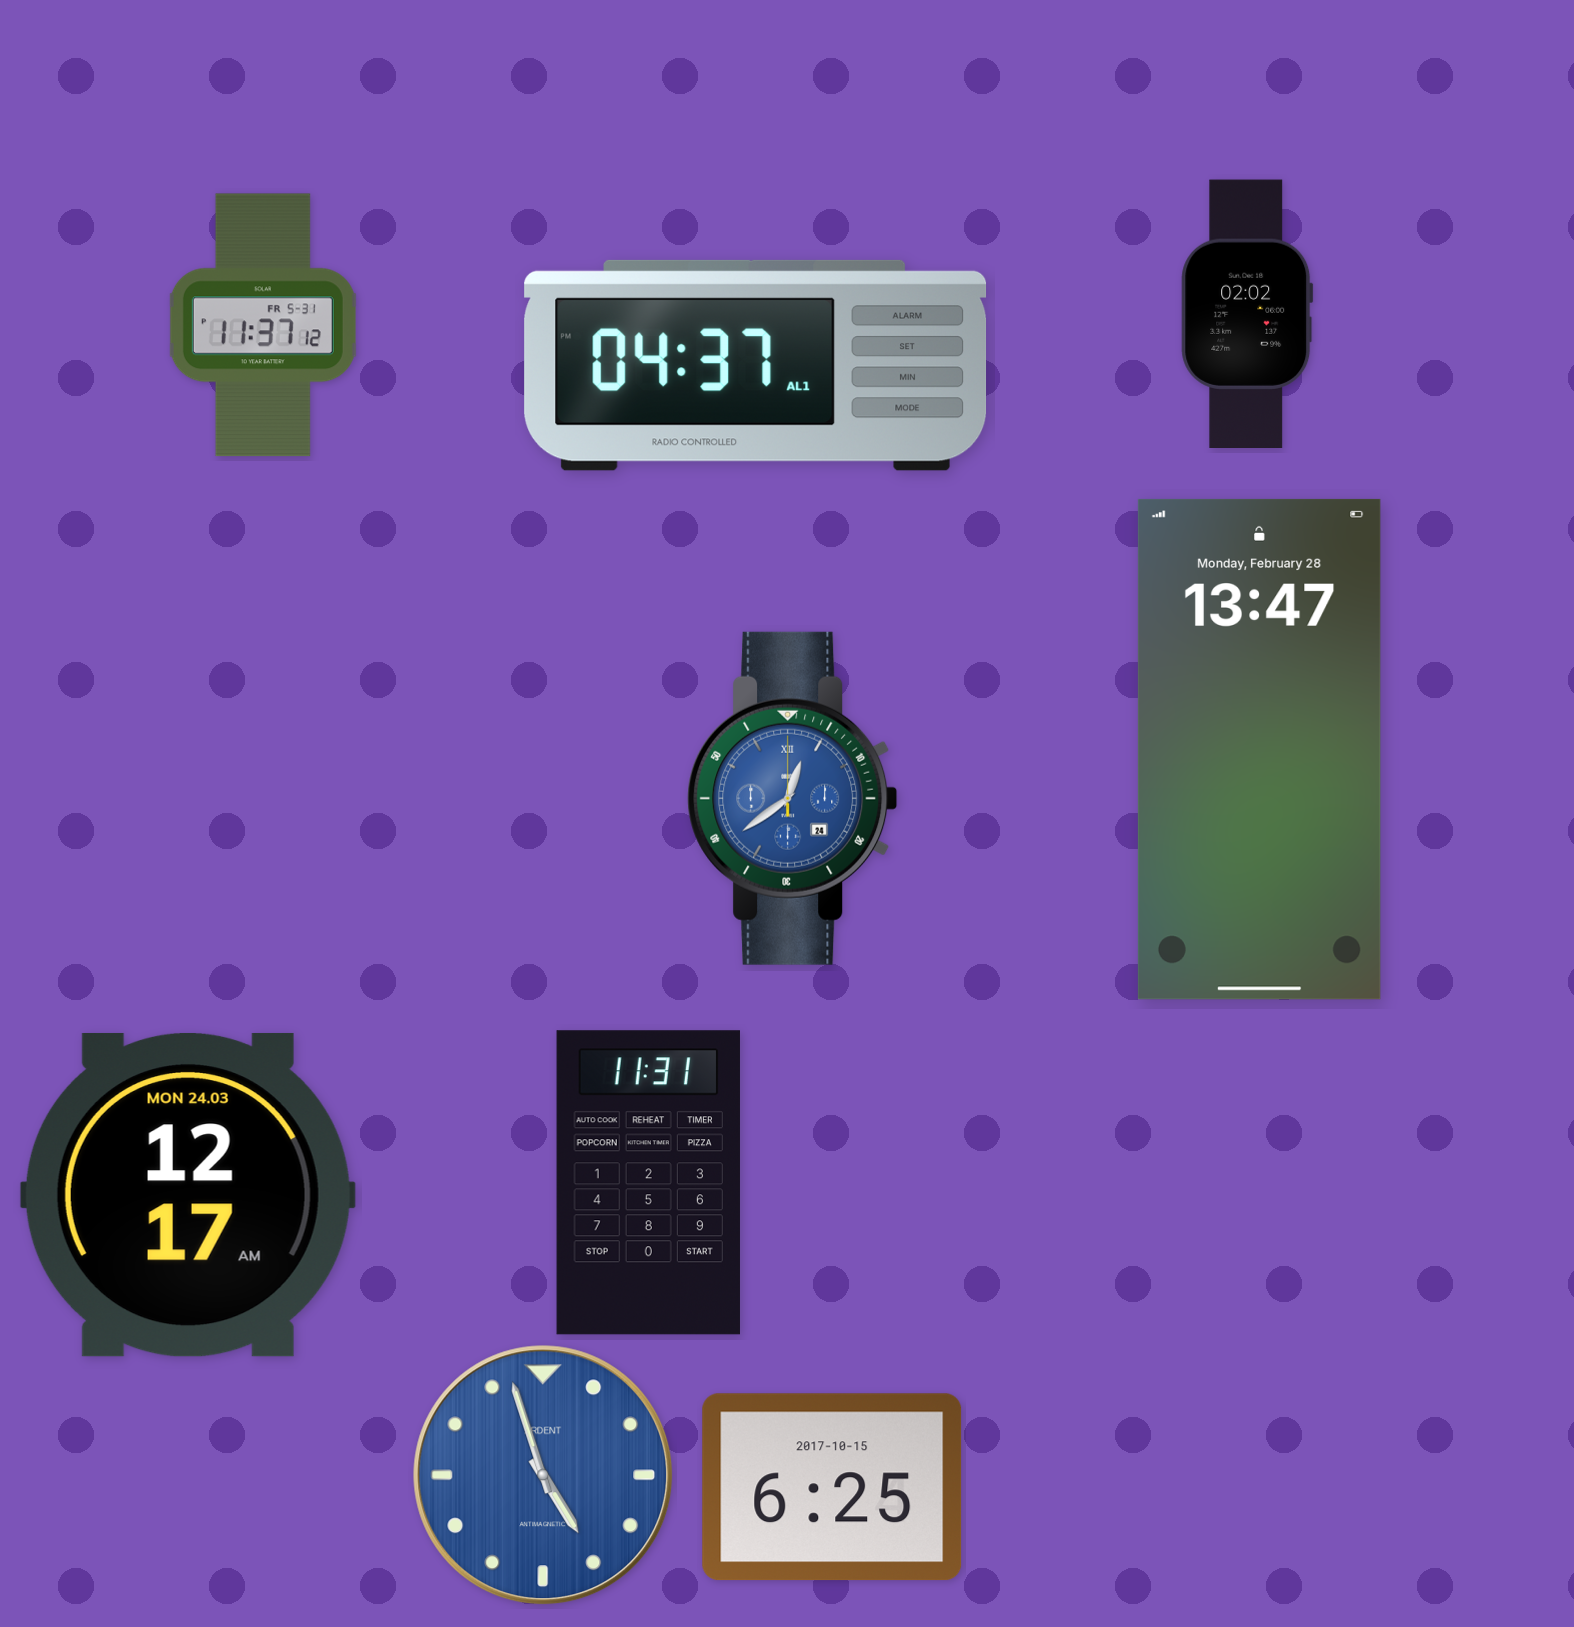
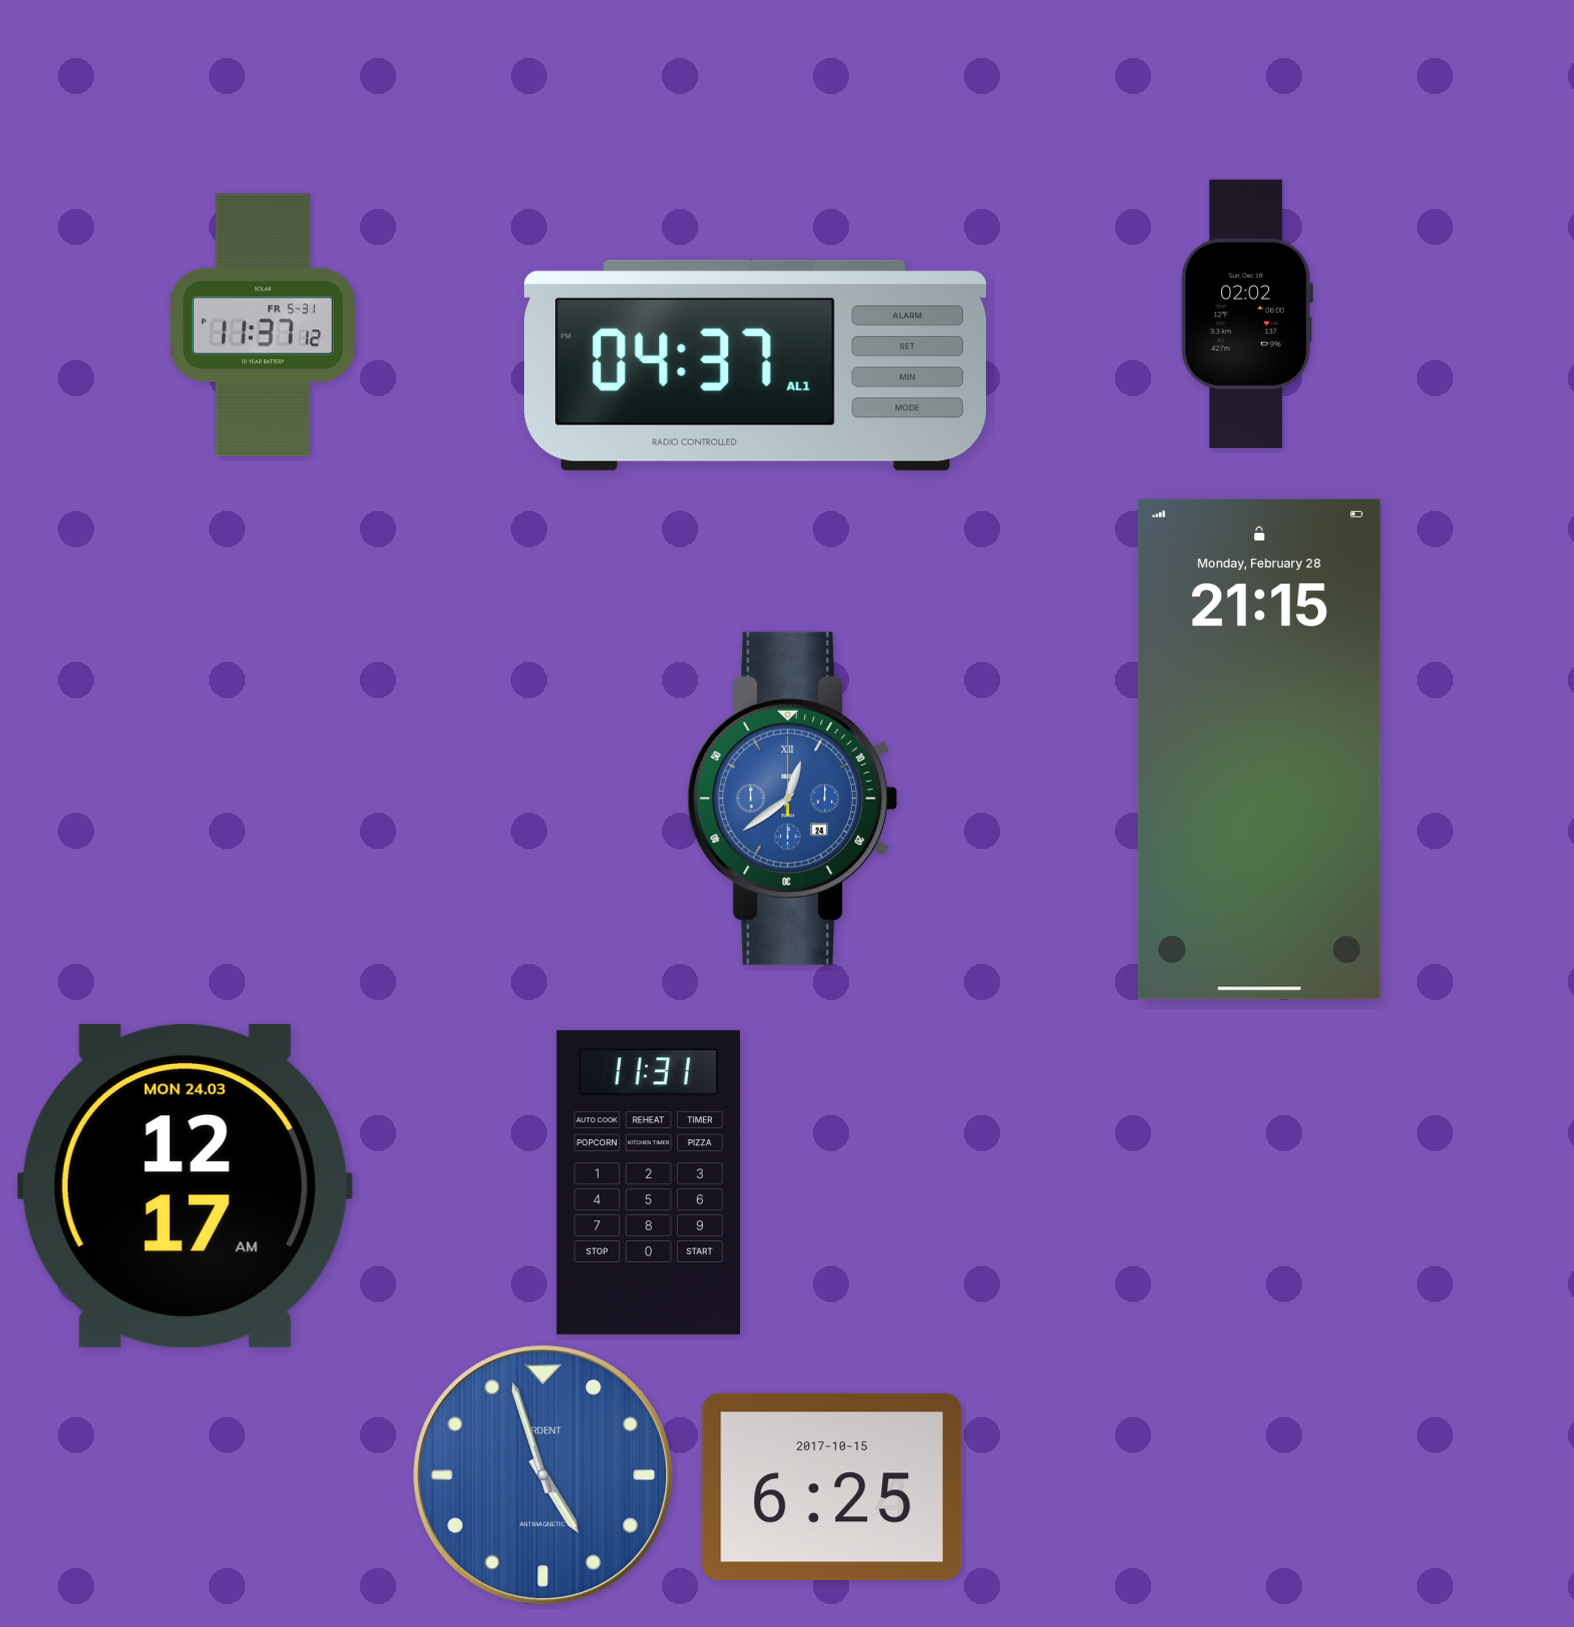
clock at (1259, 749): 13:47 -> 21:15
clock at (188, 1195) position: (188, 1195) -> (185, 1186)
